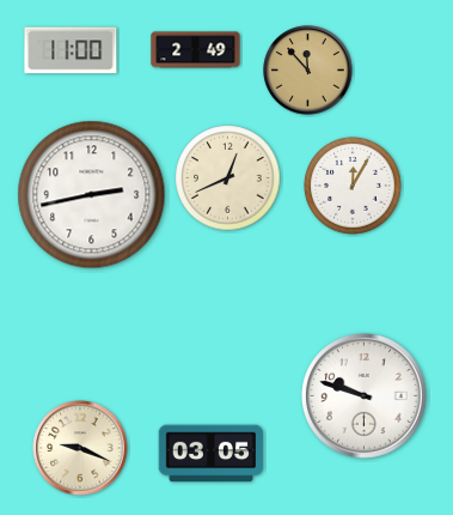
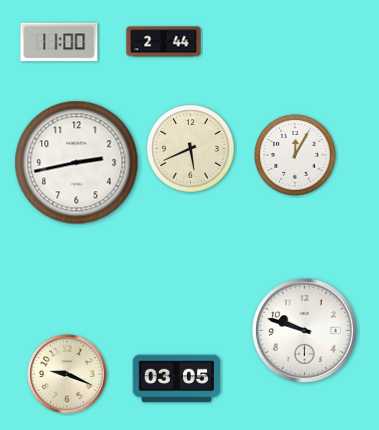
clock at (196, 50): 2:49 -> 2:44
clock at (308, 71): 11:53 -> none
clock at (228, 178): 12:41 -> 5:41
